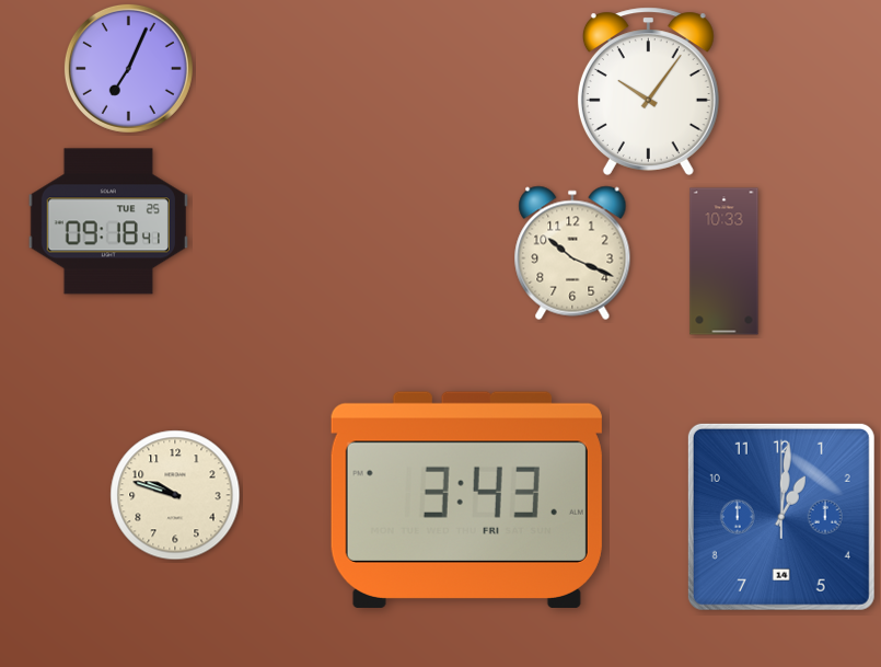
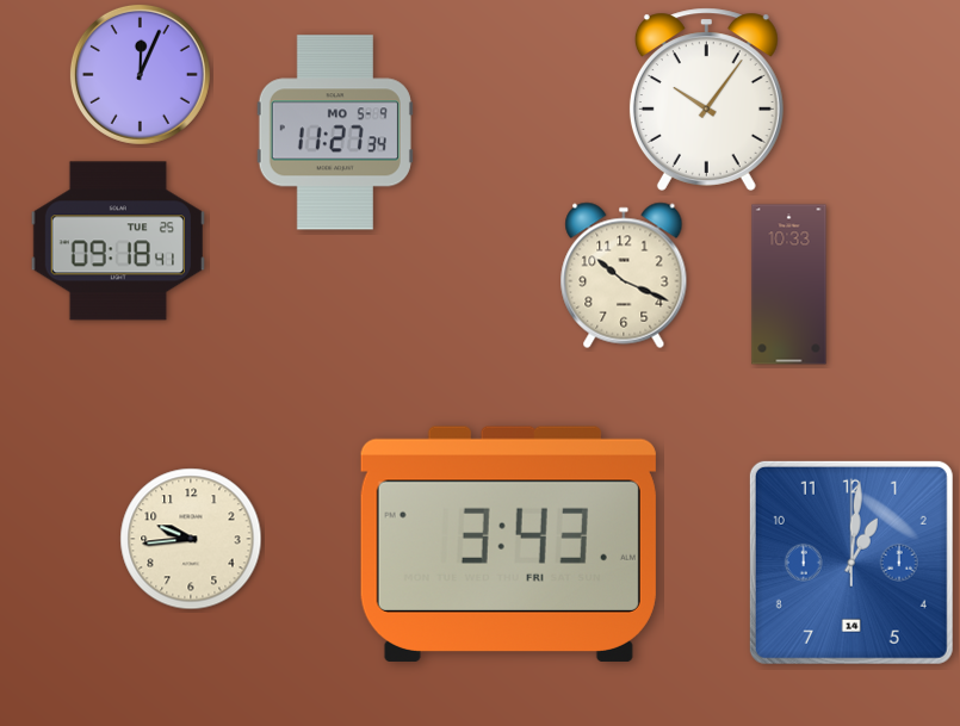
clock at (128, 68): 7:04 -> 12:04
clock at (335, 132): none -> 11:27
clock at (175, 495): 9:48 -> 9:44
